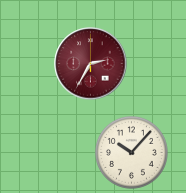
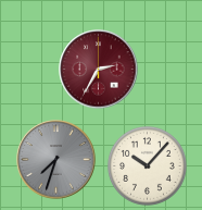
clock at (56, 160): none -> 7:33
clock at (131, 152) position: (131, 152) -> (147, 165)
